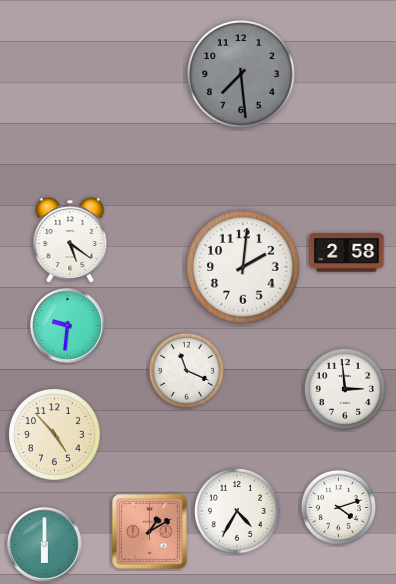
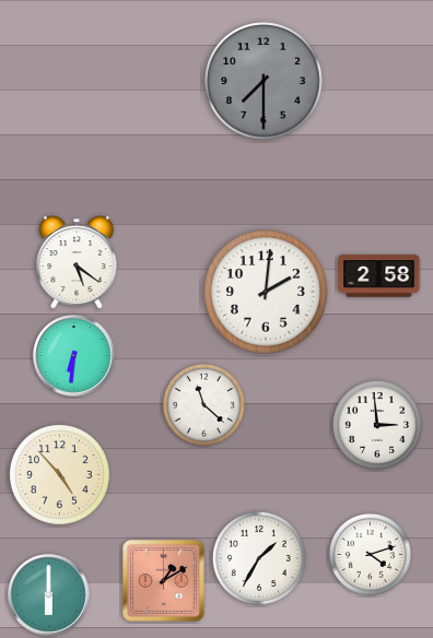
clock at (241, 74): 7:29 -> 7:30
clock at (68, 326): 9:31 -> 6:31
clock at (186, 370): 11:19 -> 11:22
clock at (237, 511): 4:35 -> 1:35
